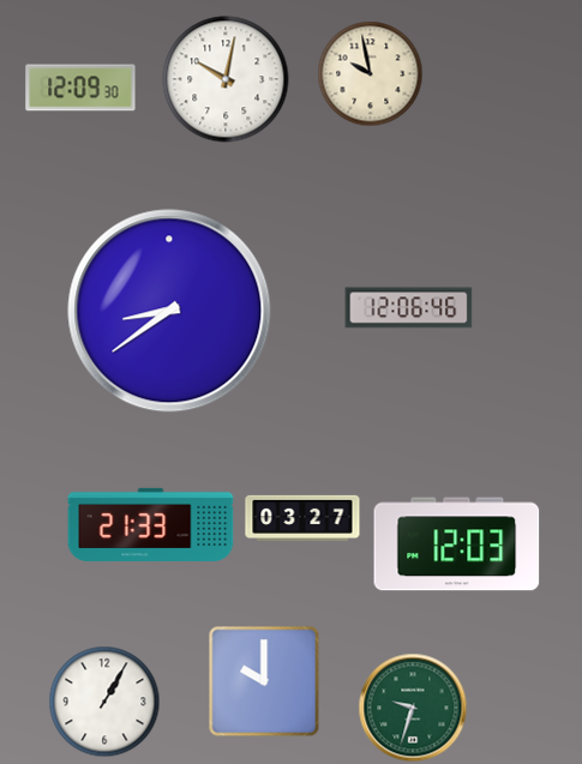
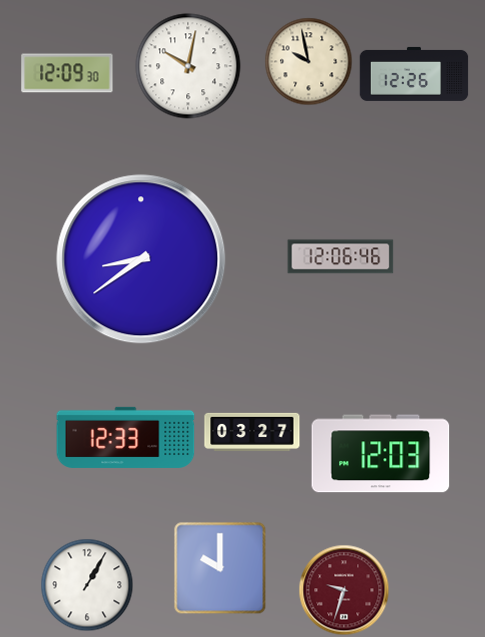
clock at (414, 74): none -> 12:26
clock at (151, 524): 21:33 -> 12:33
clock at (413, 708) dial: green -> burgundy
